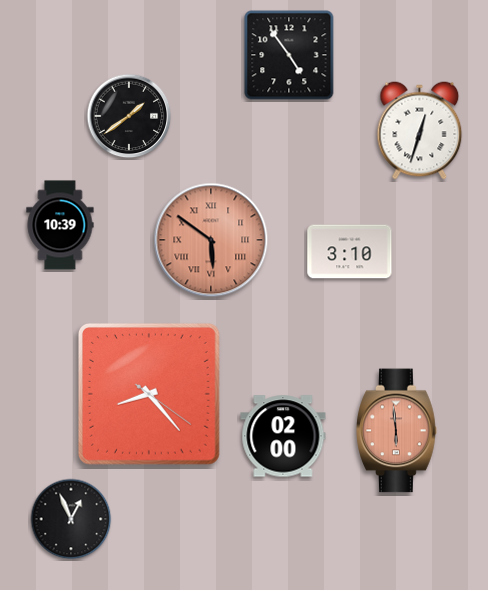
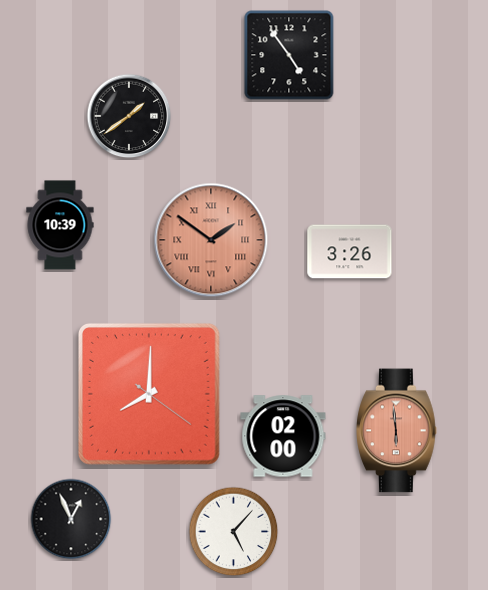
clock at (420, 131): 12:33 -> none
clock at (211, 240): 5:51 -> 1:51
clock at (350, 252): 3:10 -> 3:26
clock at (149, 394): 8:23 -> 8:00
clock at (234, 532): none -> 5:07
